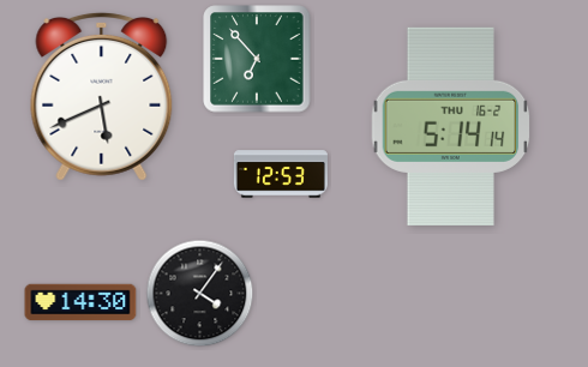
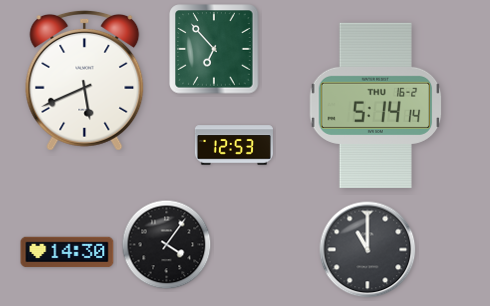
clock at (368, 250): none -> 11:00
